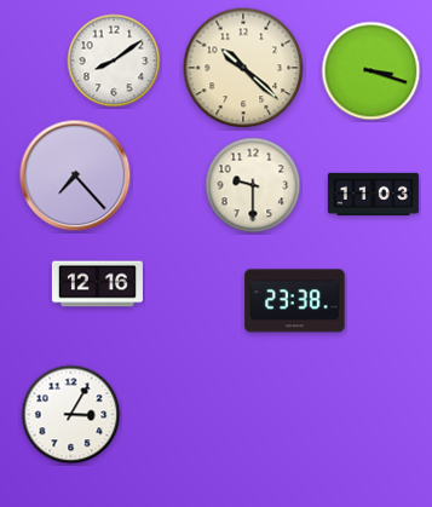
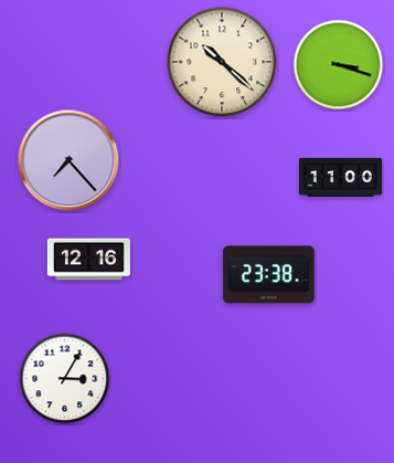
clock at (114, 61): 8:09 -> none
clock at (253, 185): 9:30 -> none
clock at (373, 194): 11:03 -> 11:00
